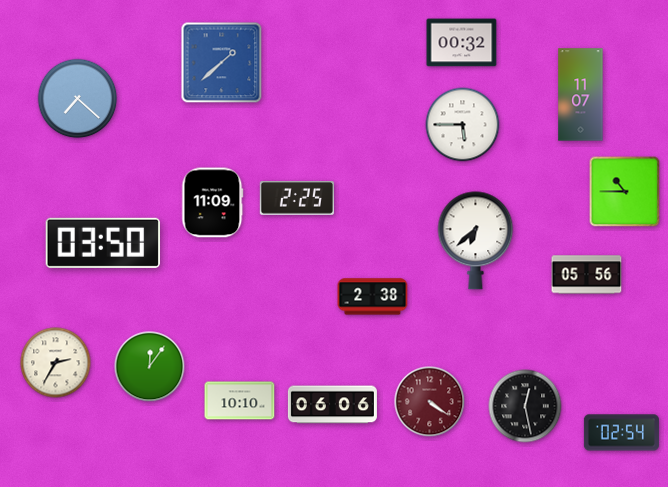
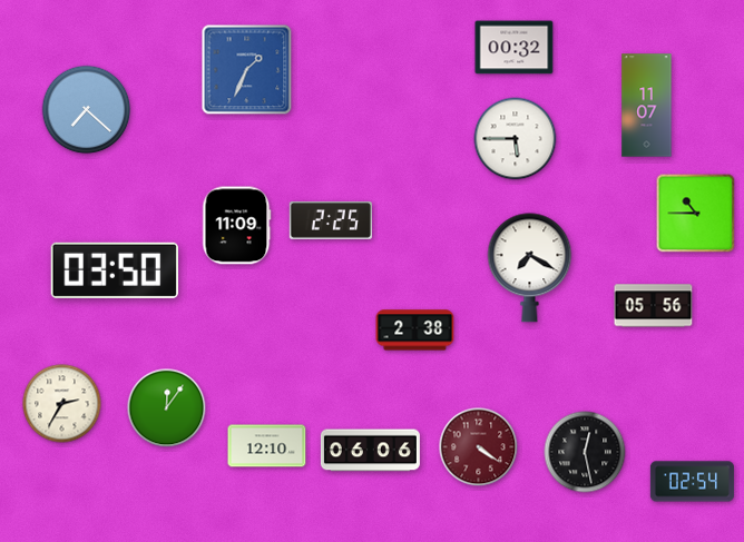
clock at (222, 63): 1:38 -> 1:34
clock at (476, 241): 6:38 -> 7:20
clock at (240, 401): 10:10 -> 12:10
